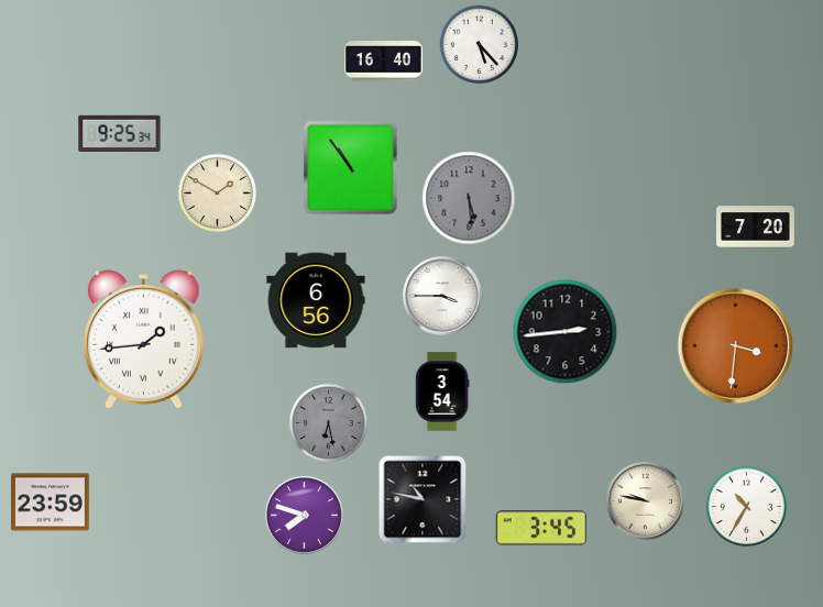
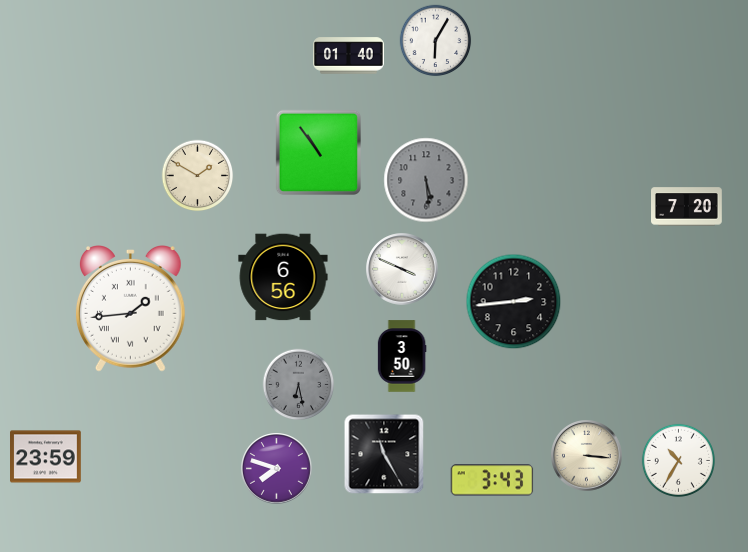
clock at (480, 45): 5:23 -> 6:05
clock at (384, 62): 16:40 -> 01:40
clock at (120, 133): 9:25 -> none
clock at (442, 296): 3:45 -> 3:49
clock at (316, 300) position: (316, 300) -> (283, 277)
clock at (736, 346): 3:31 -> none
clock at (442, 391): 3:54 -> 3:50
clock at (423, 499): 10:47 -> 11:25
clock at (646, 501): 9:47 -> 3:16
clock at (541, 528): 3:45 -> 3:43
